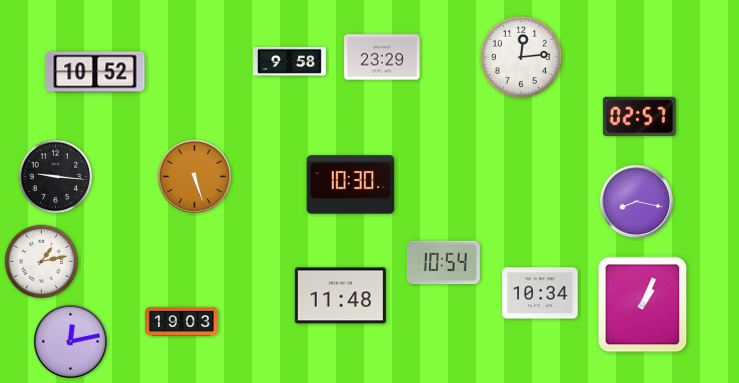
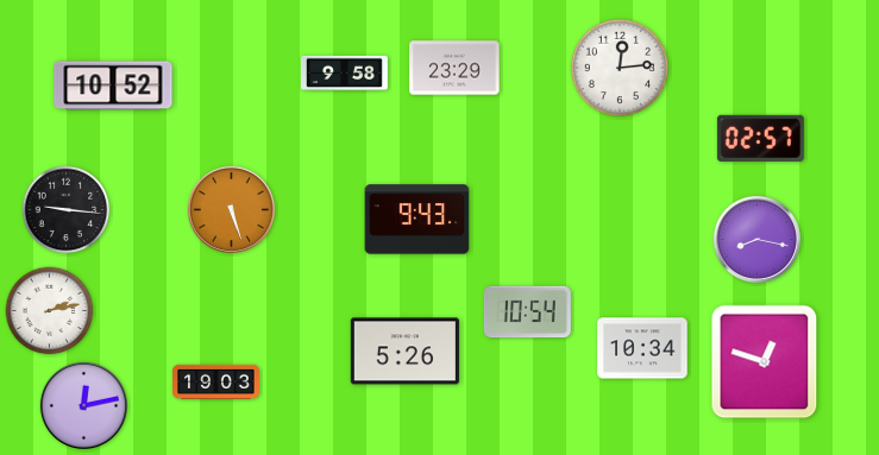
clock at (351, 185): 10:30 -> 9:43
clock at (42, 262): 1:13 -> 2:13
clock at (340, 296): 11:48 -> 5:26
clock at (643, 305): 1:04 -> 12:48
